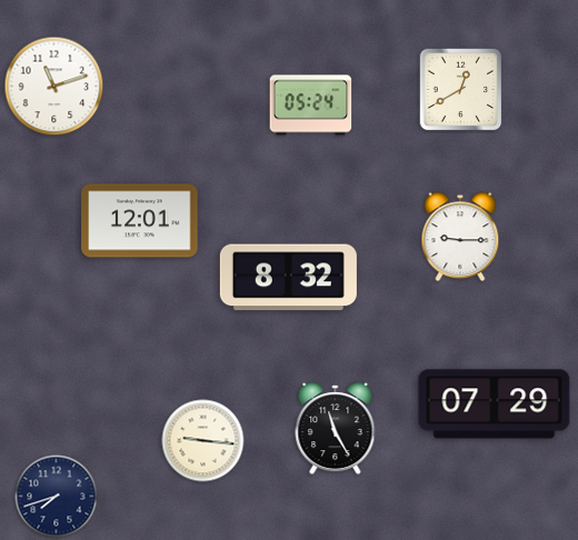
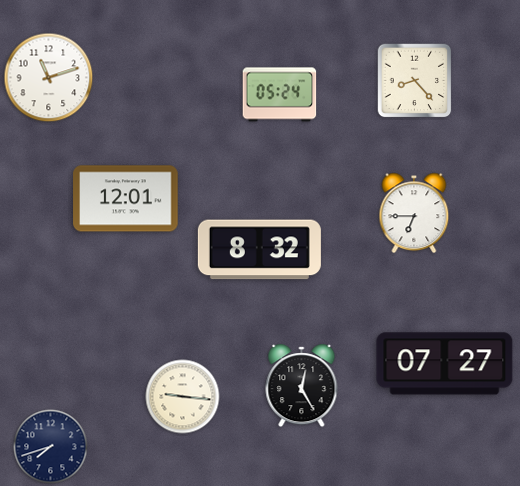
clock at (461, 90): 12:40 -> 8:23
clock at (460, 237): 9:15 -> 6:45
clock at (495, 404): 07:29 -> 07:27
clock at (336, 429): 11:25 -> 12:25
